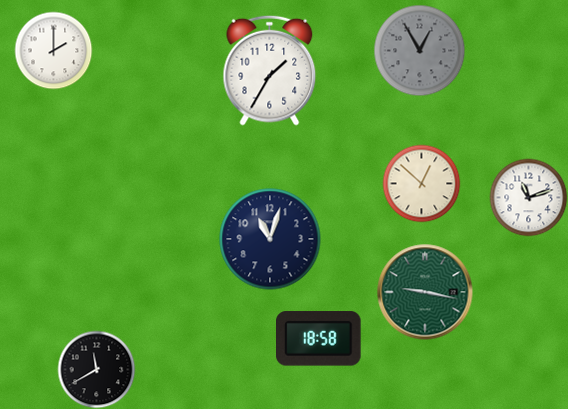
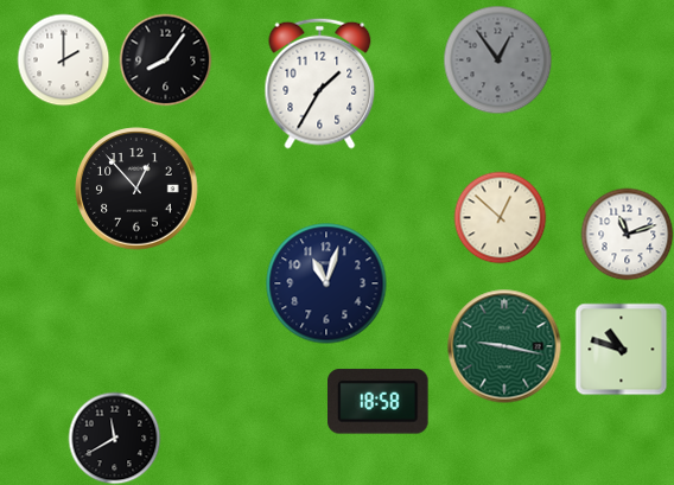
clock at (165, 59): none -> 8:06
clock at (419, 50): 12:55 -> 12:54
clock at (136, 189): none -> 12:53
clock at (270, 239) position: (270, 239) -> (326, 283)
clock at (621, 349): none -> 10:48
